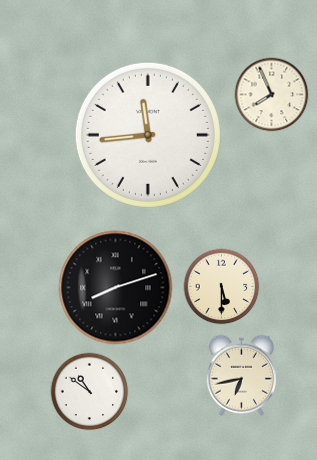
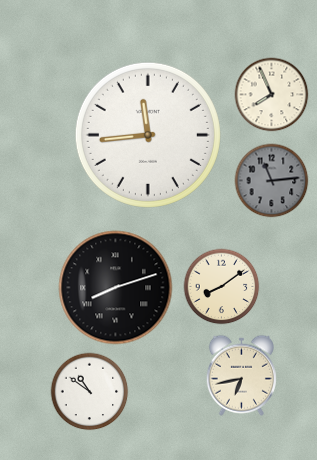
clock at (272, 181): none -> 11:14
clock at (222, 287): 5:30 -> 8:09
